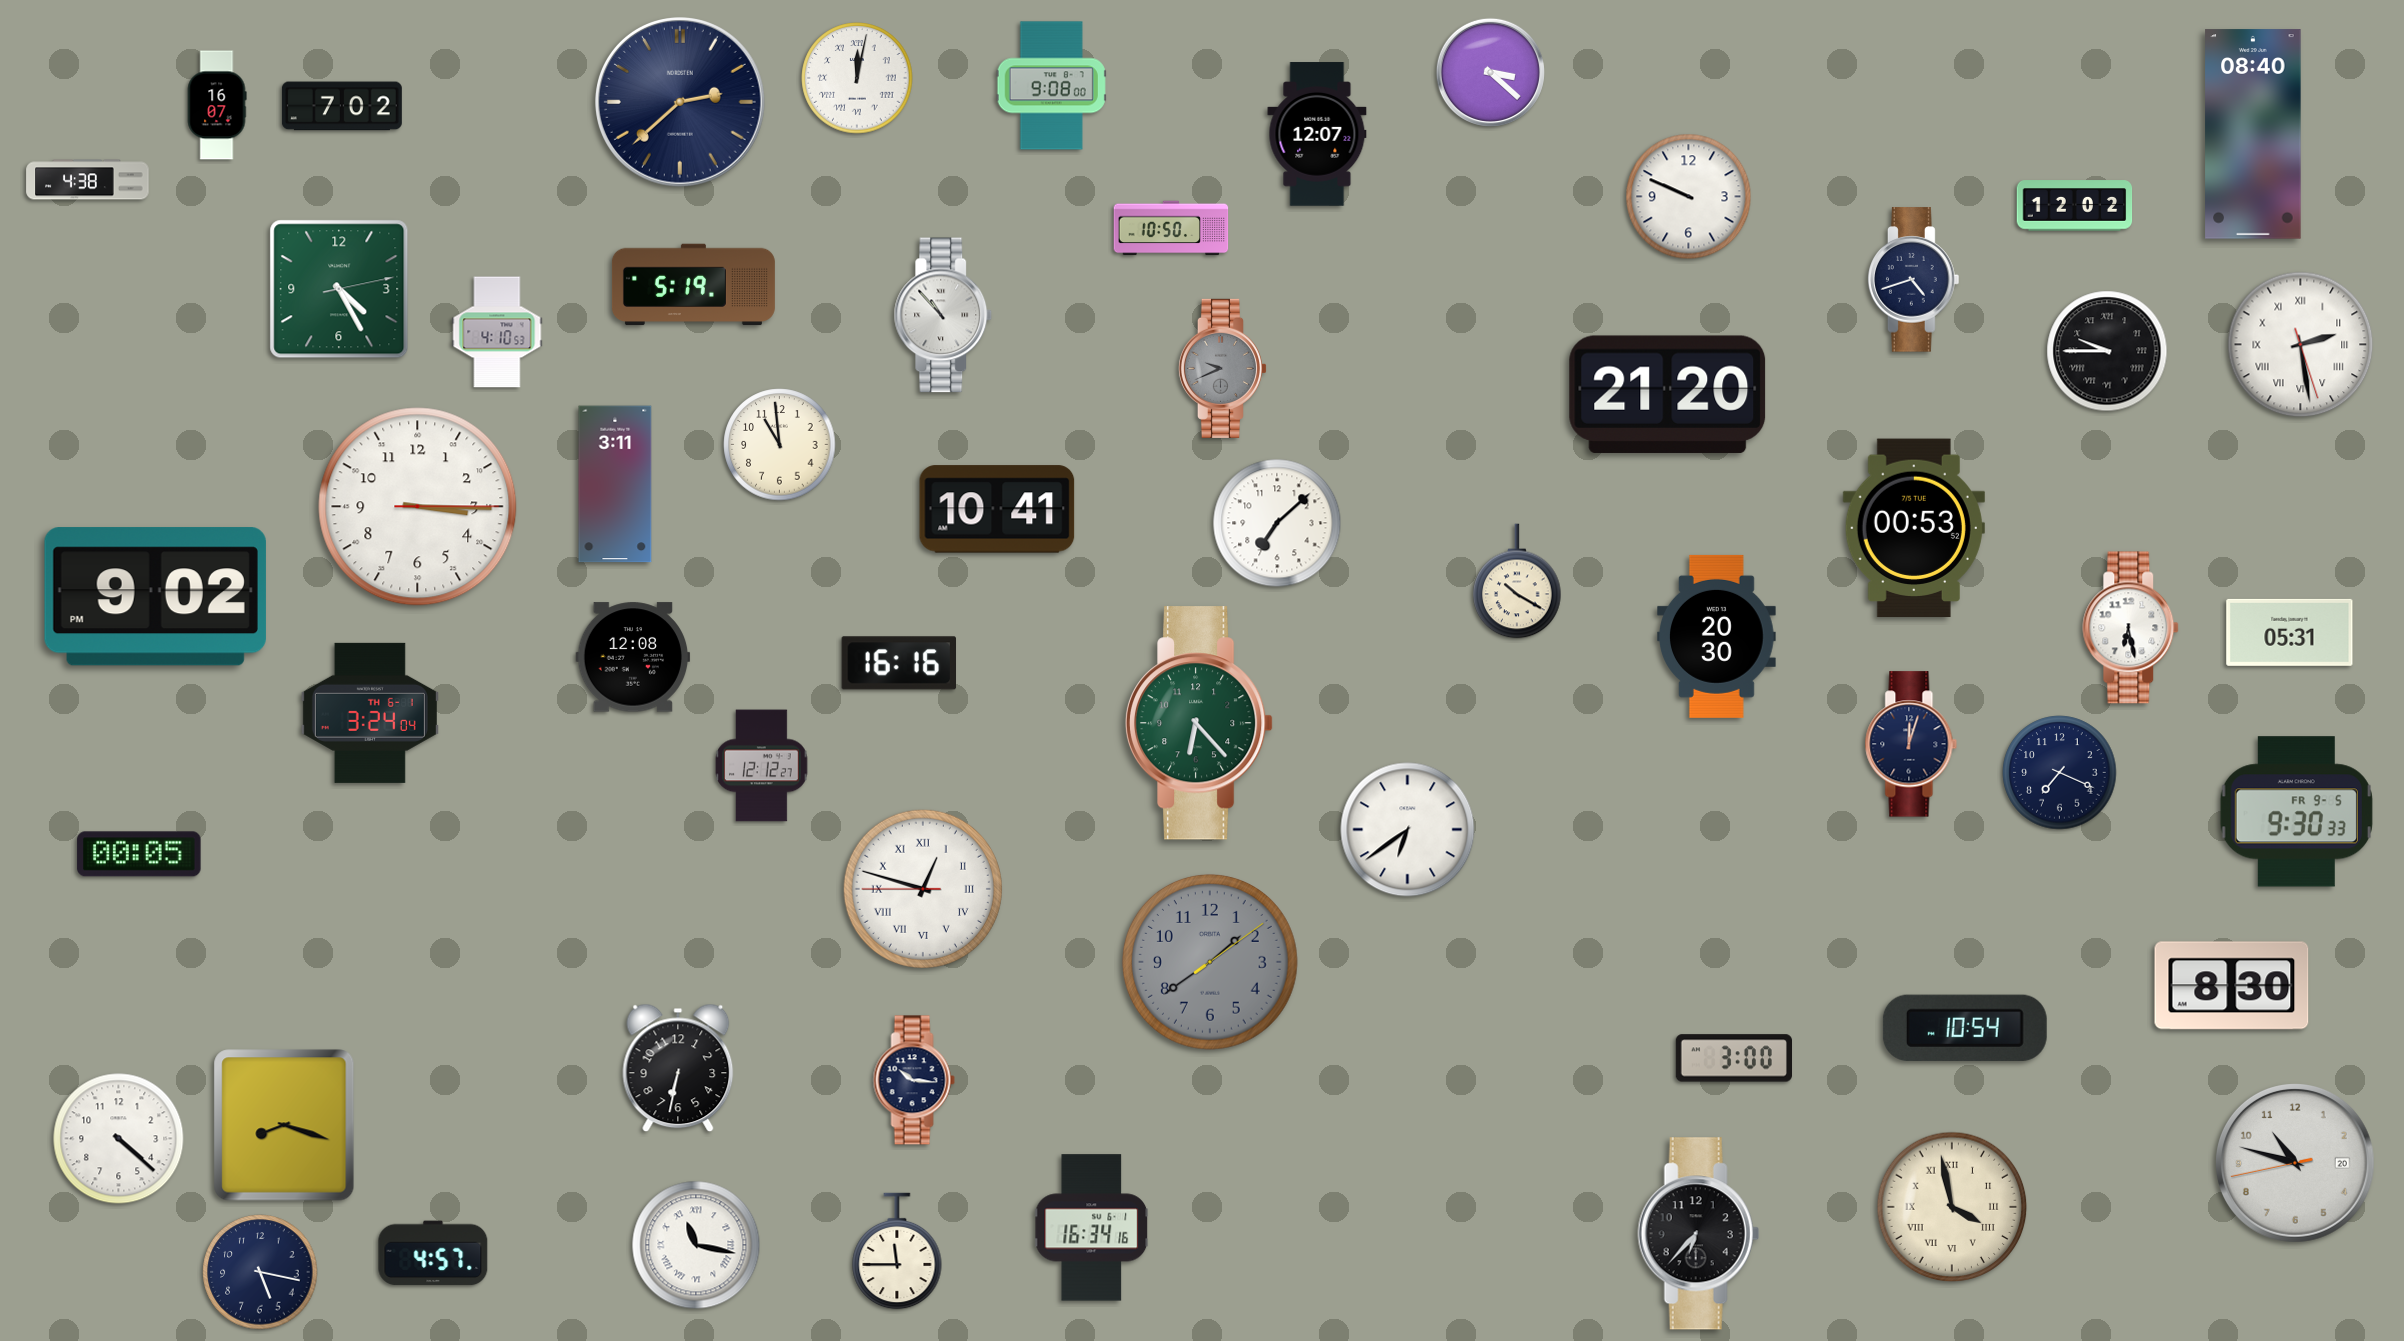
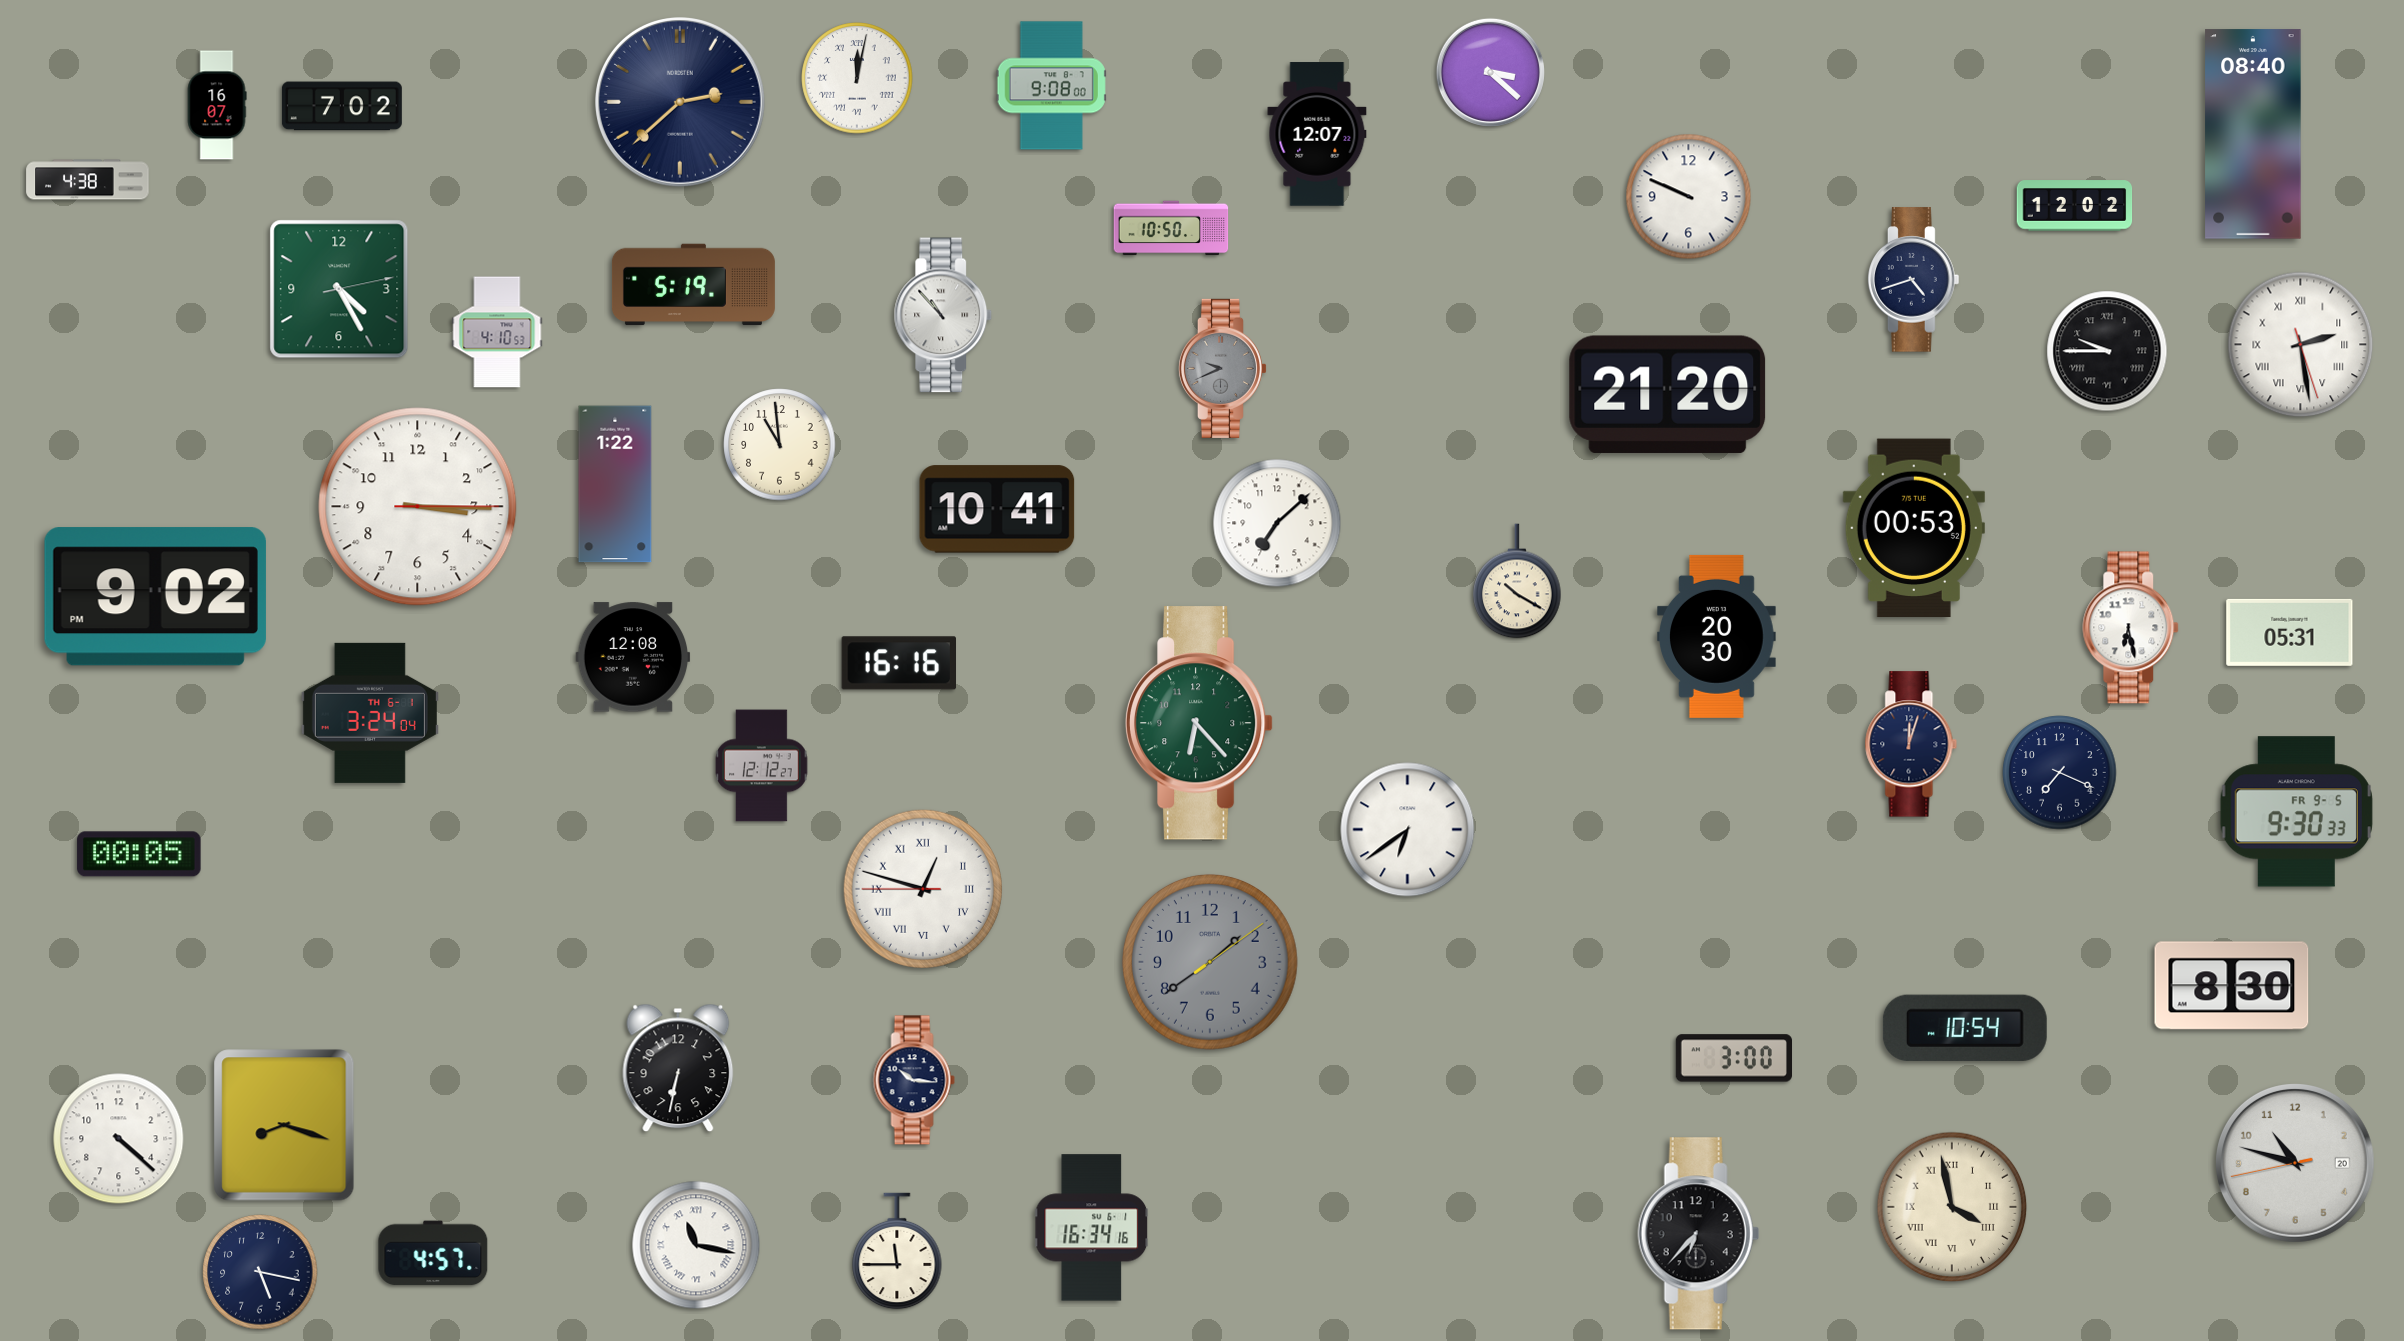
clock at (615, 484): 3:11 -> 1:22
